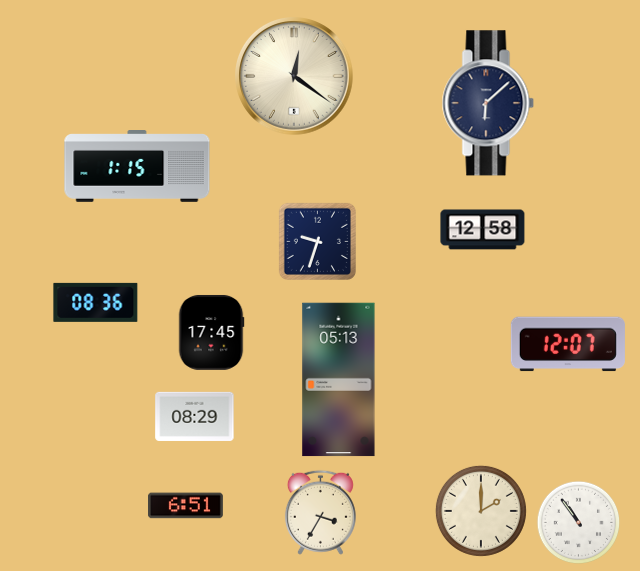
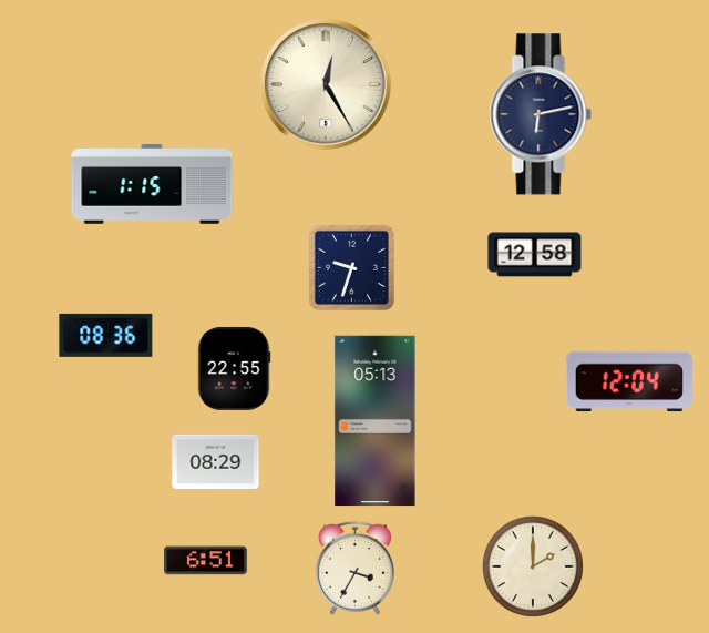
clock at (295, 77): 12:21 -> 12:25
clock at (488, 103): 6:08 -> 6:13
clock at (211, 333): 17:45 -> 22:55
clock at (568, 344): 12:07 -> 12:04
clock at (579, 523): 10:54 -> none
